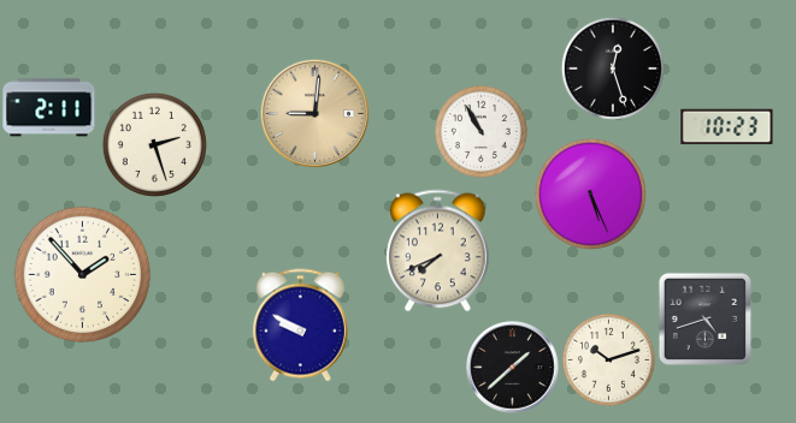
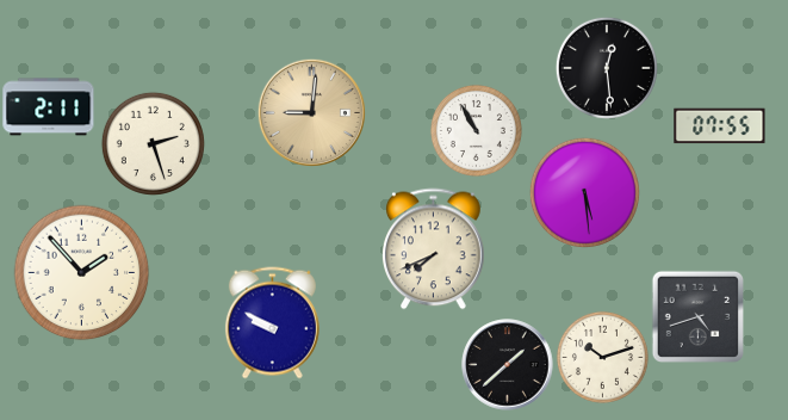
clock at (613, 68): 12:27 -> 12:29
clock at (727, 127): 10:23 -> 07:55
clock at (590, 193): 5:26 -> 5:29
clock at (300, 326) position: (300, 326) -> (272, 323)
